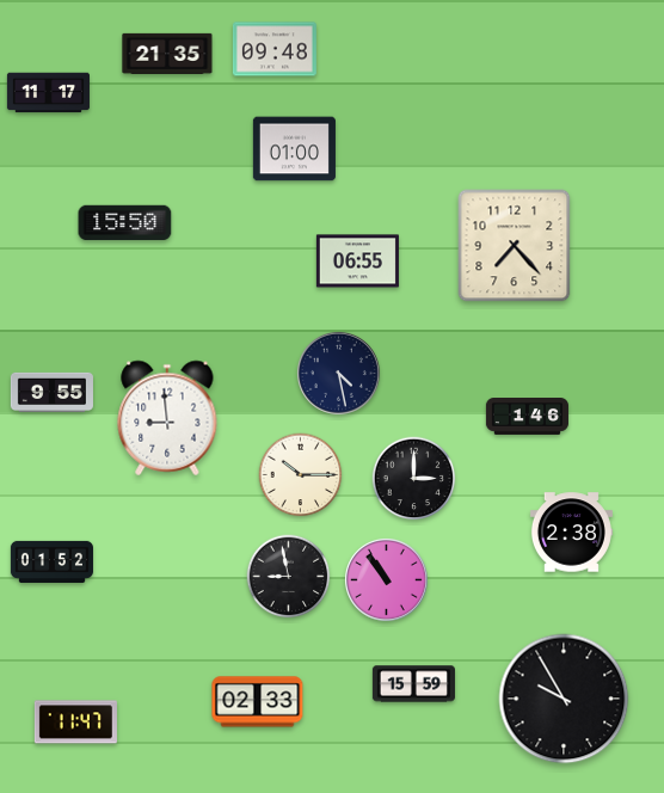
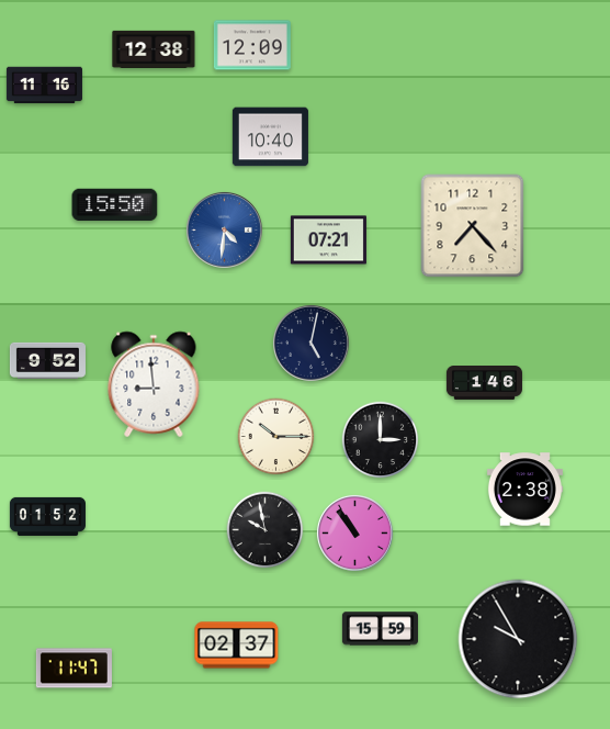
clock at (275, 49): 09:48 -> 12:09
clock at (167, 54): 21:35 -> 12:38
clock at (48, 93): 11:17 -> 11:16
clock at (294, 149): 01:00 -> 10:40
clock at (224, 229): none -> 4:31
clock at (357, 262): 06:55 -> 07:21
clock at (338, 373): 4:28 -> 5:02
clock at (51, 392): 9:55 -> 9:52
clock at (289, 577): 8:58 -> 9:58
clock at (564, 699) position: (564, 699) -> (518, 639)
clock at (258, 702): 02:33 -> 02:37
clock at (75, 723) position: (75, 723) -> (74, 669)
